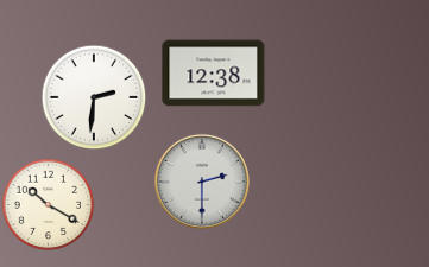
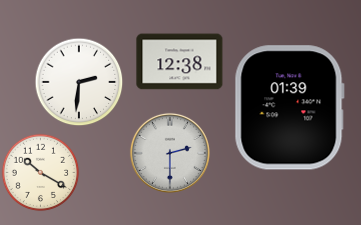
clock at (289, 108): none -> 01:39
